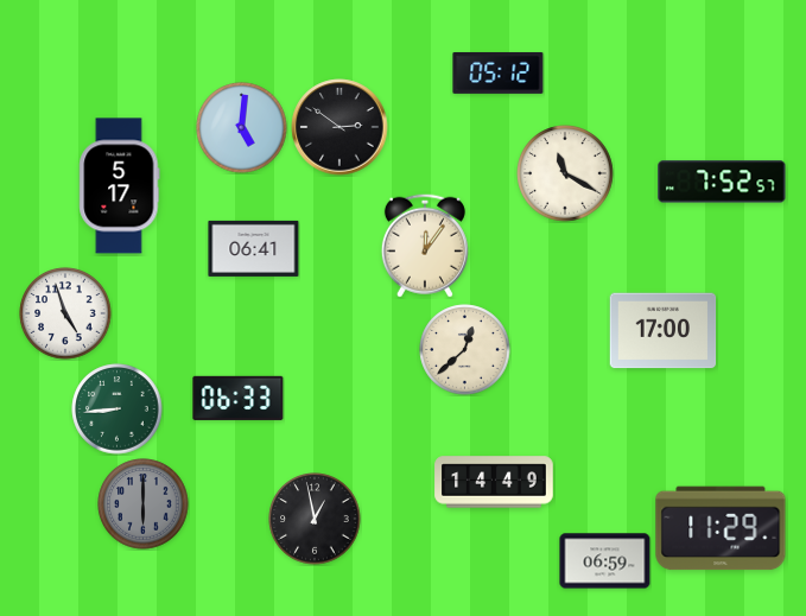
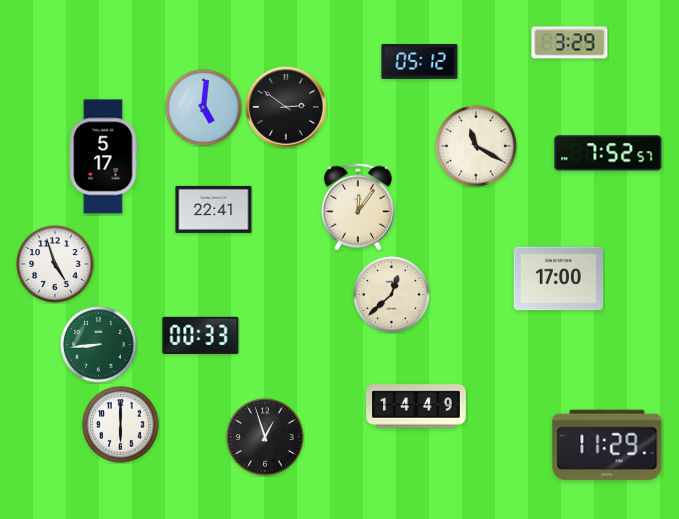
clock at (570, 43): none -> 3:29
clock at (120, 186) position: (120, 186) -> (104, 157)
clock at (254, 248): 06:41 -> 22:41
clock at (239, 398): 06:33 -> 00:33
clock at (144, 504) dial: grey -> white
clock at (315, 519): 12:58 -> 12:57
clock at (605, 561): 06:59 -> none
